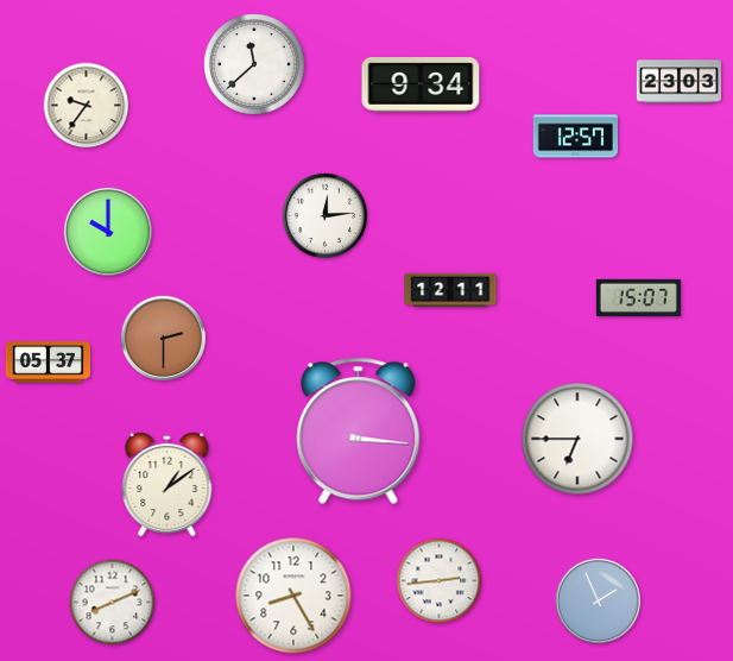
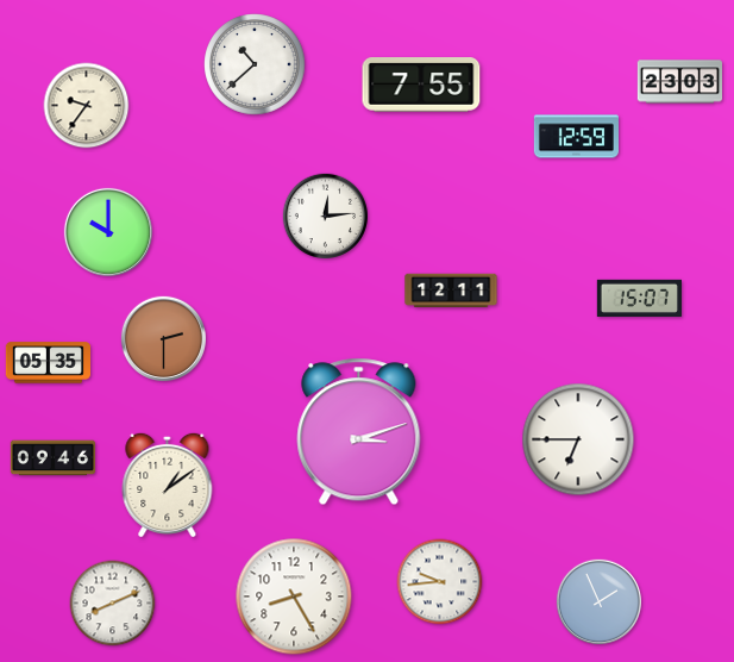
clock at (254, 64): 11:38 -> 10:38
clock at (421, 86): 9:34 -> 7:55
clock at (575, 137): 12:57 -> 12:59
clock at (48, 363): 05:37 -> 05:35
clock at (359, 432): 3:16 -> 3:12
clock at (52, 458): none -> 09:46
clock at (440, 581): 2:44 -> 9:44
